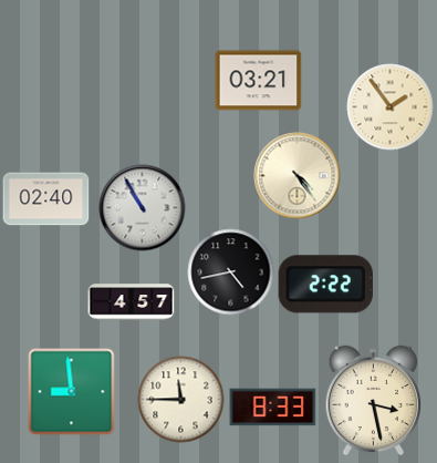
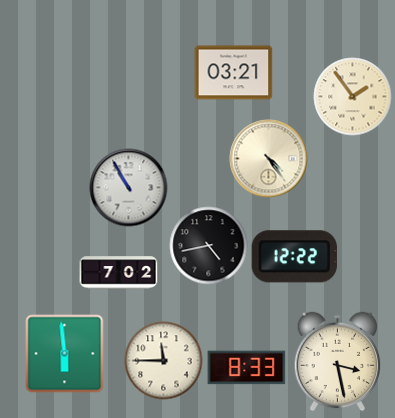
clock at (45, 199): 02:40 -> none
clock at (325, 285): 2:22 -> 12:22
clock at (131, 302): 4:57 -> 7:02
clock at (71, 391): 8:59 -> 5:59
